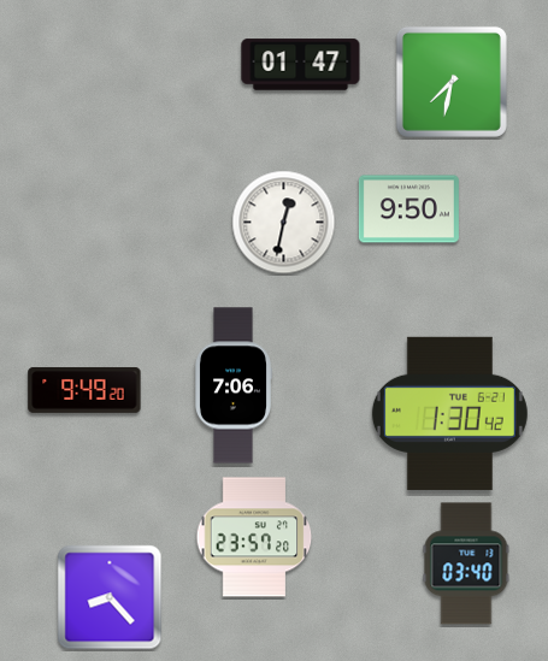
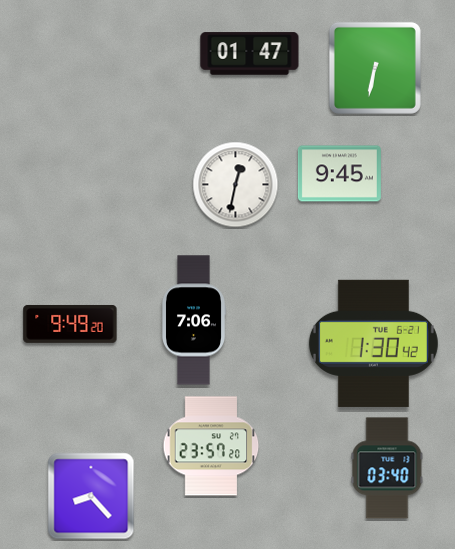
clock at (452, 82): 7:32 -> 6:32
clock at (408, 209): 9:50 -> 9:45
